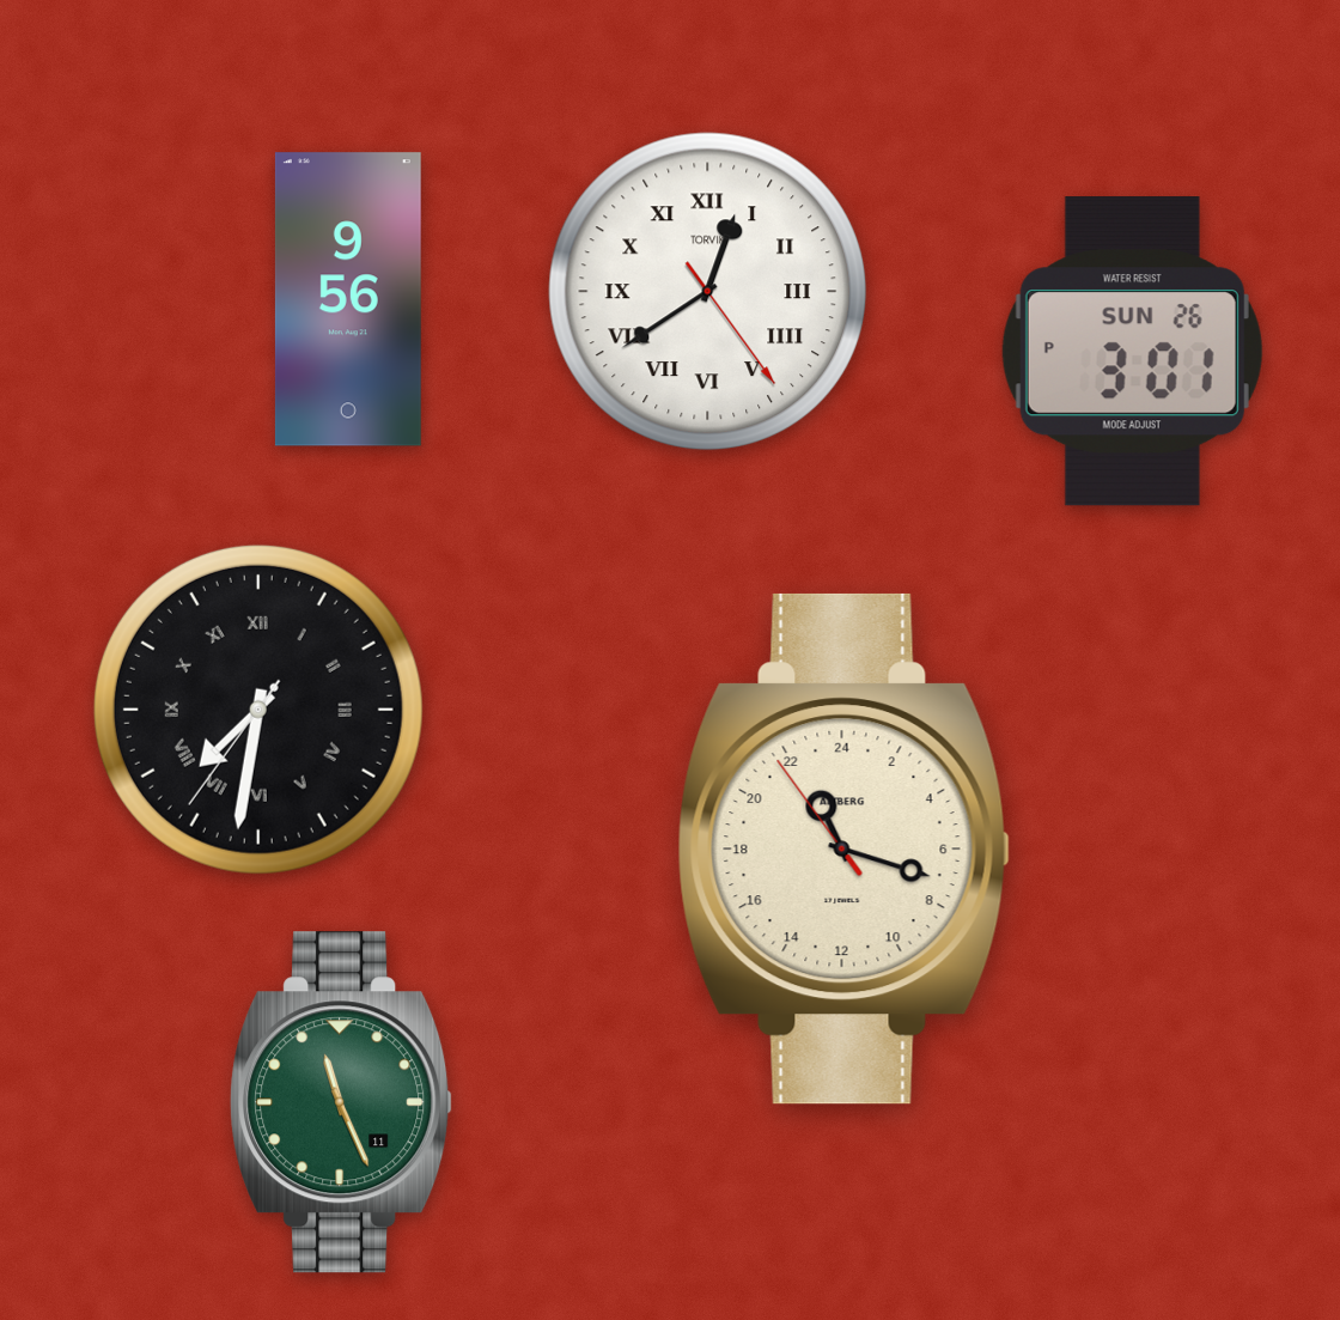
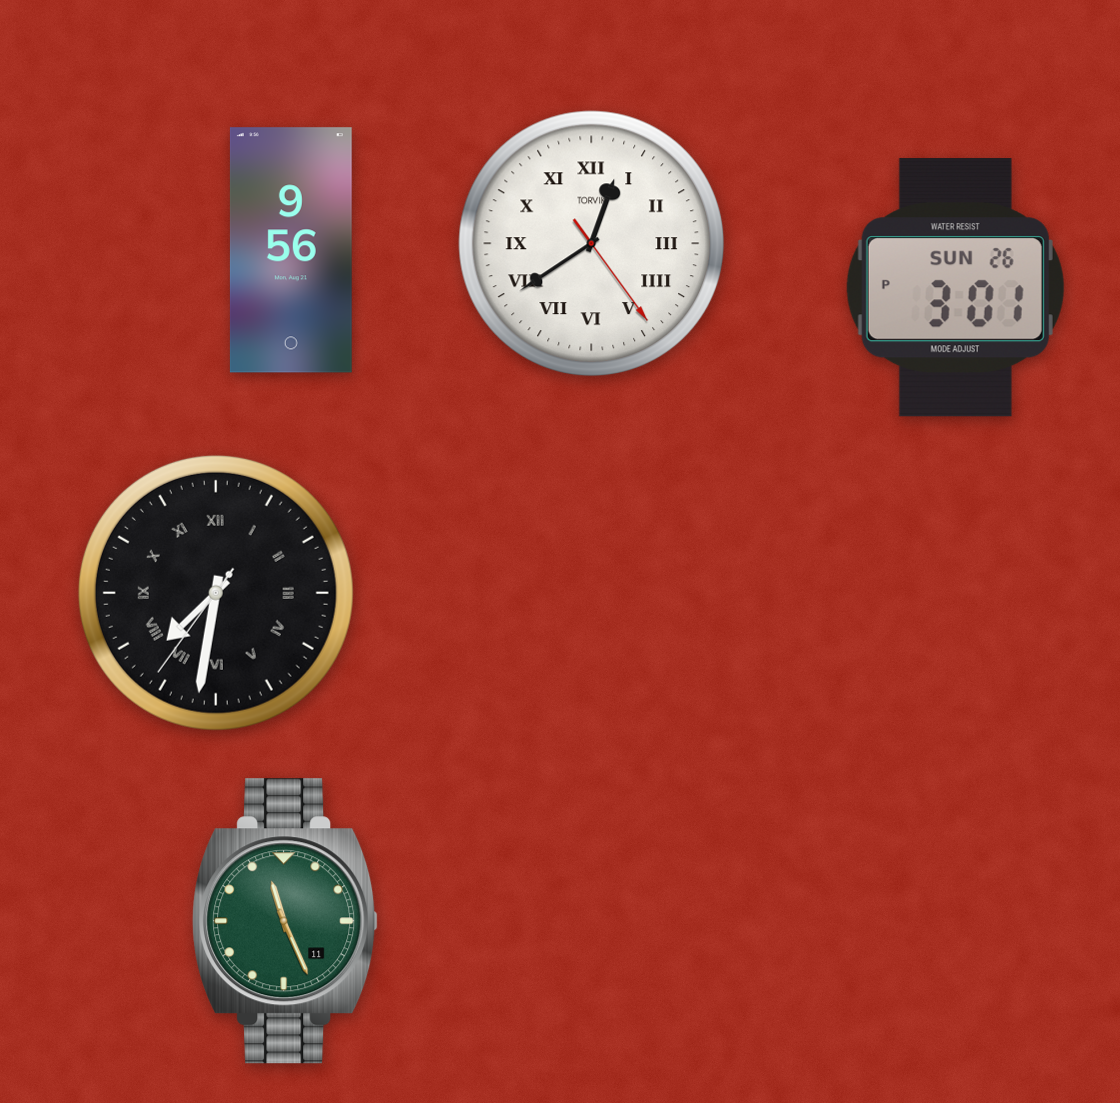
clock at (1132, 352) position: (1132, 352) -> (955, 288)
clock at (843, 848): 22:17 -> none
